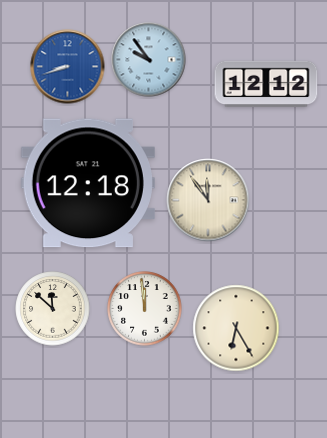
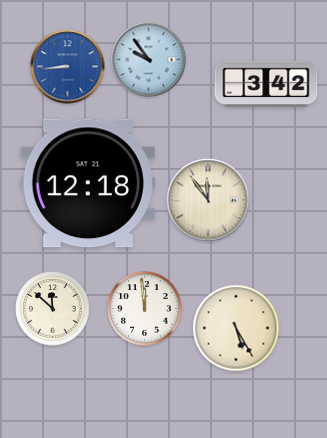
clock at (68, 67): 8:42 -> 8:44
clock at (266, 84): 12:12 -> 3:42
clock at (236, 328): 6:25 -> 5:25
